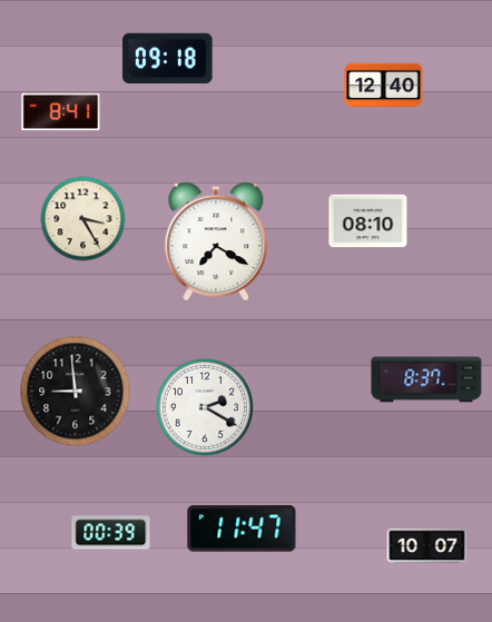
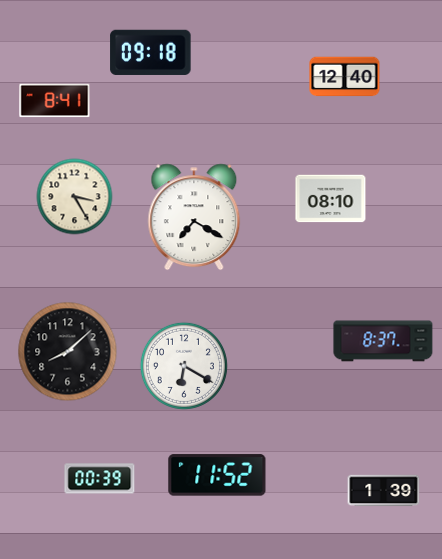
clock at (76, 392): 8:59 -> 8:08
clock at (205, 407): 2:20 -> 6:20
clock at (242, 529): 11:47 -> 11:52
clock at (427, 546): 10:07 -> 1:39
